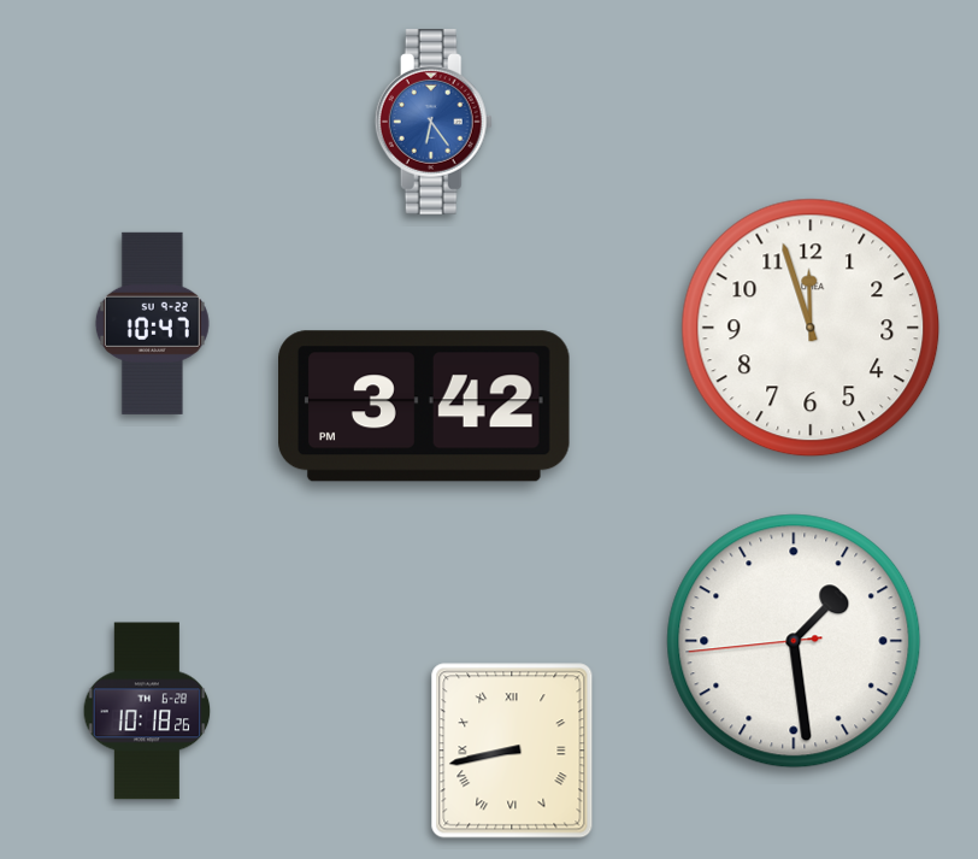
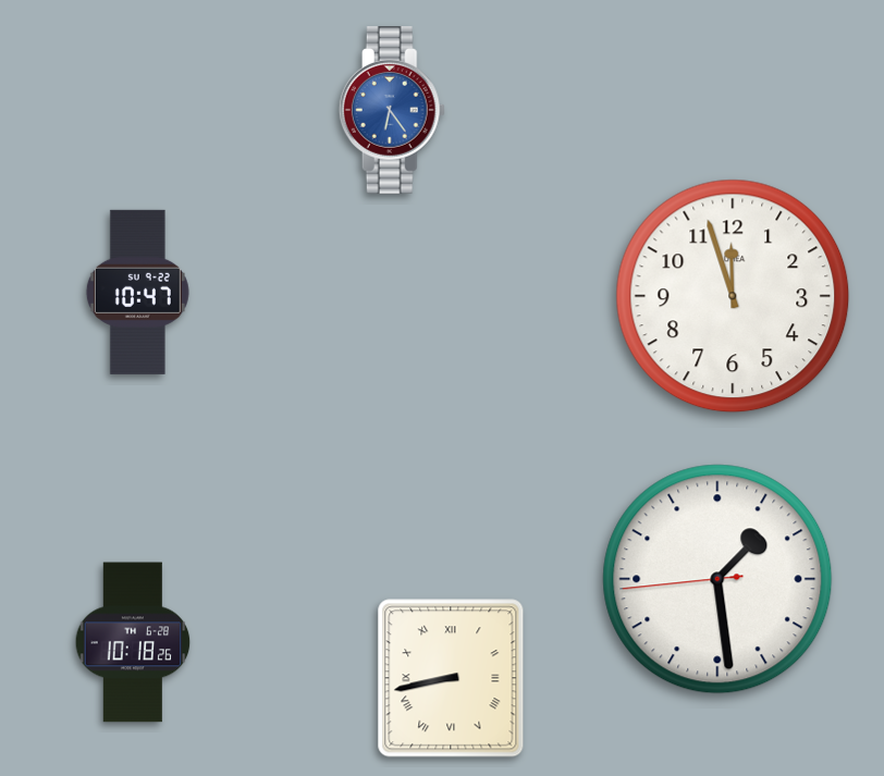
clock at (425, 406): 3:42 -> none
clock at (512, 751) position: (512, 751) -> (451, 678)
